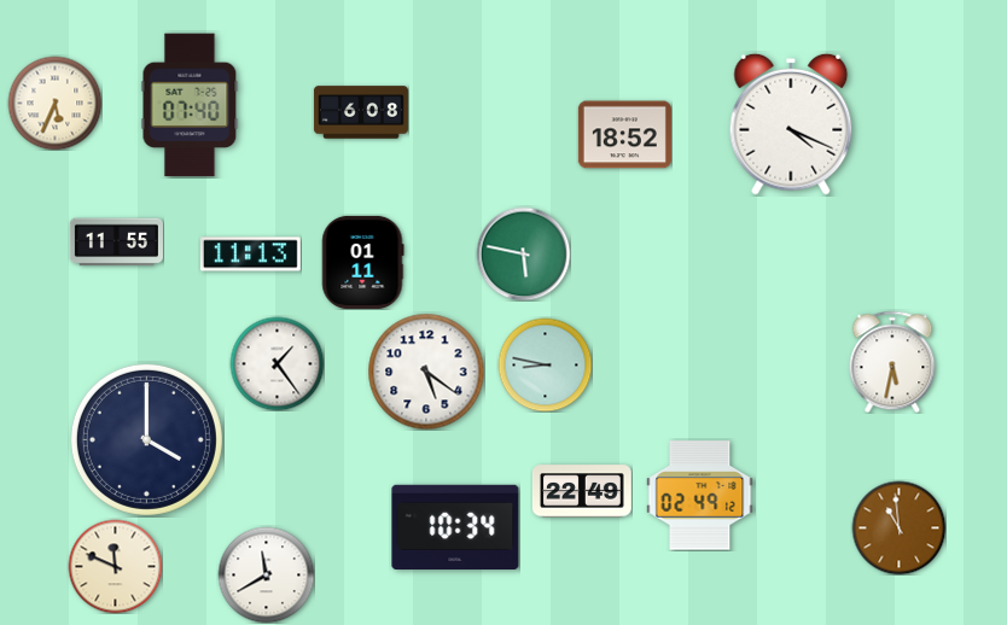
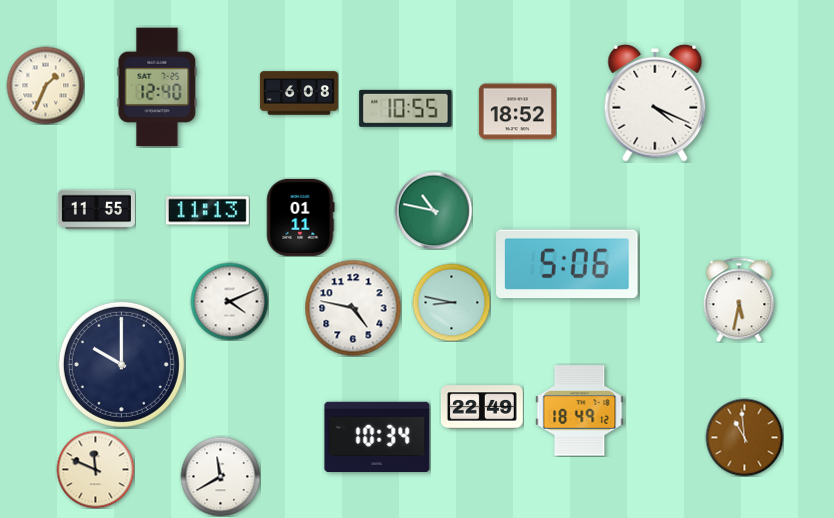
clock at (54, 103): 5:34 -> 1:34
clock at (190, 105): 07:40 -> 12:40
clock at (406, 108): none -> 10:55
clock at (116, 243) position: (116, 243) -> (96, 210)
clock at (523, 253): 5:47 -> 10:47
clock at (567, 264): none -> 5:06
clock at (277, 363): 1:24 -> 4:11
clock at (426, 372): 5:21 -> 4:47
clock at (146, 439): 4:00 -> 10:00
clock at (700, 496): 02:49 -> 18:49
